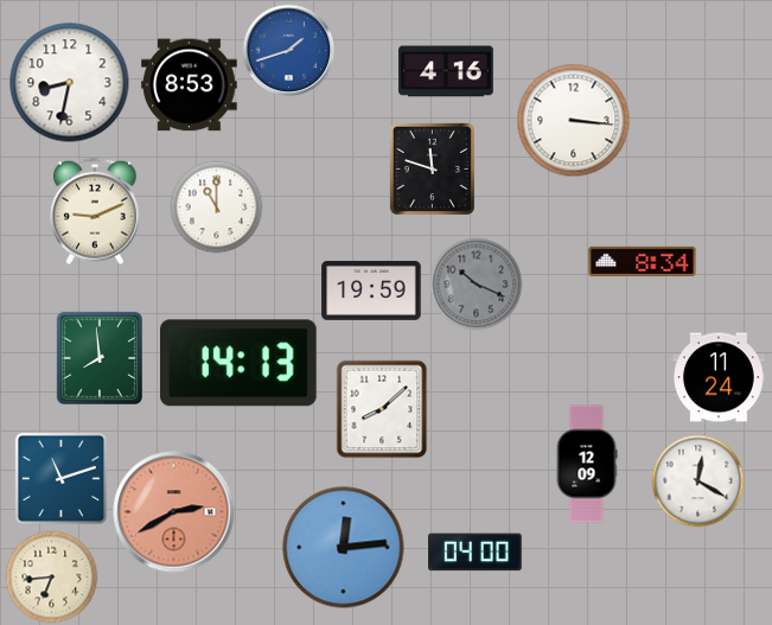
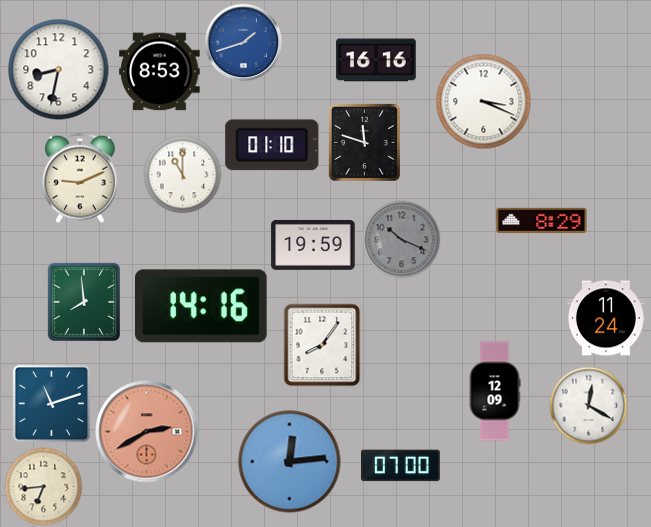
clock at (446, 71): 4:16 -> 16:16
clock at (573, 120): 3:16 -> 3:19
clock at (272, 145): none -> 01:10
clock at (643, 261): 8:34 -> 8:29
clock at (240, 363): 14:13 -> 14:16
clock at (382, 409): 8:08 -> 8:06
clock at (476, 553): 04:00 -> 07:00
